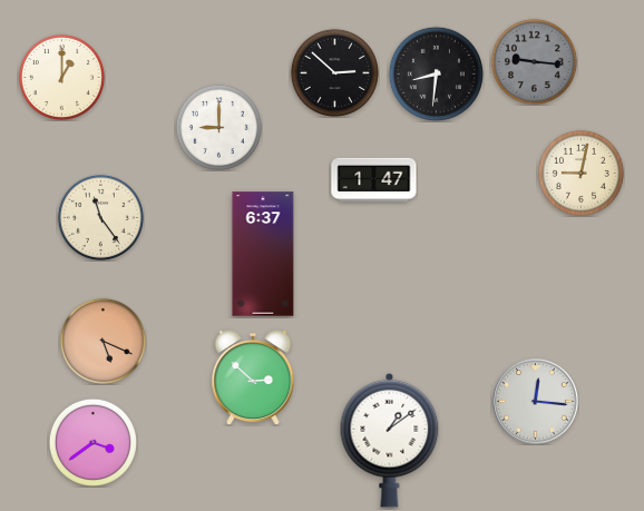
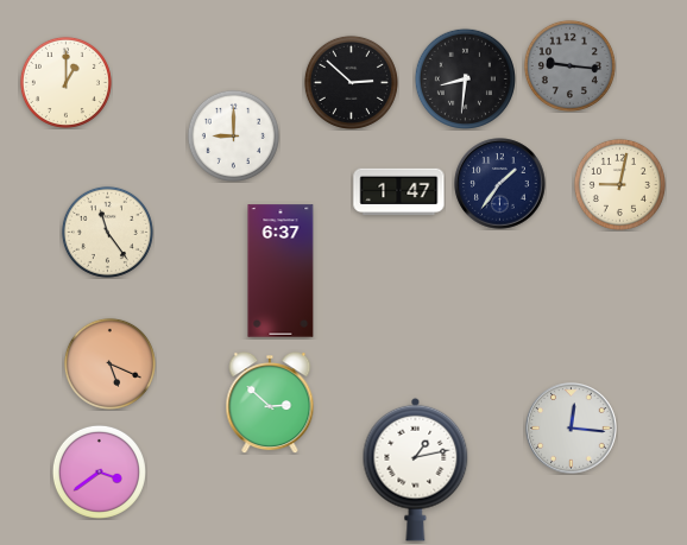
clock at (334, 72) position: (334, 72) -> (351, 82)
clock at (500, 184): none -> 1:36
clock at (390, 440): 1:09 -> 1:13
